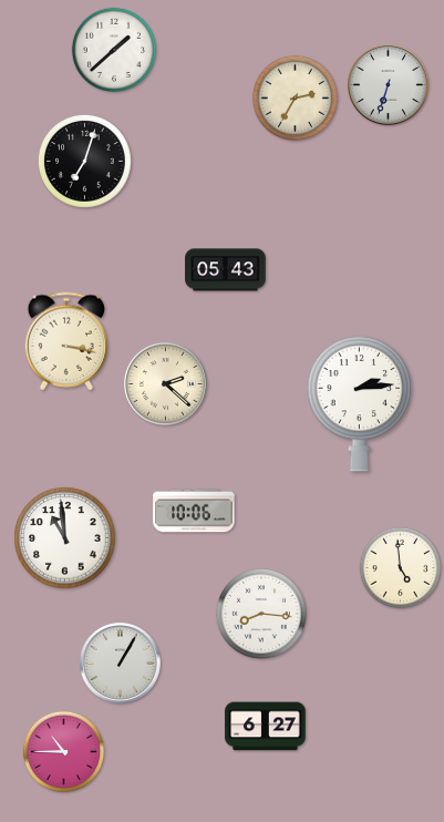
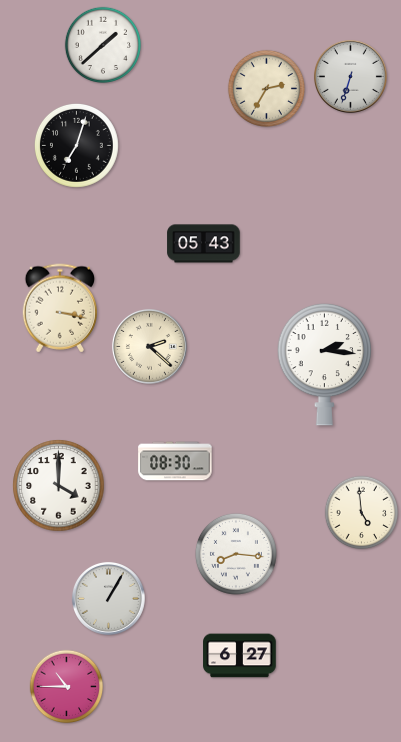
clock at (360, 403): 2:14 -> 2:16
clock at (194, 511): 10:06 -> 08:30
clock at (65, 538): 10:59 -> 4:00
clock at (64, 752) position: (64, 752) -> (67, 687)
